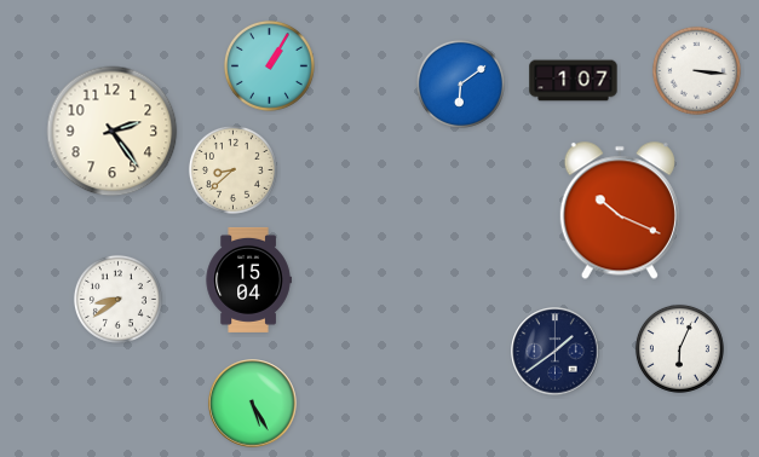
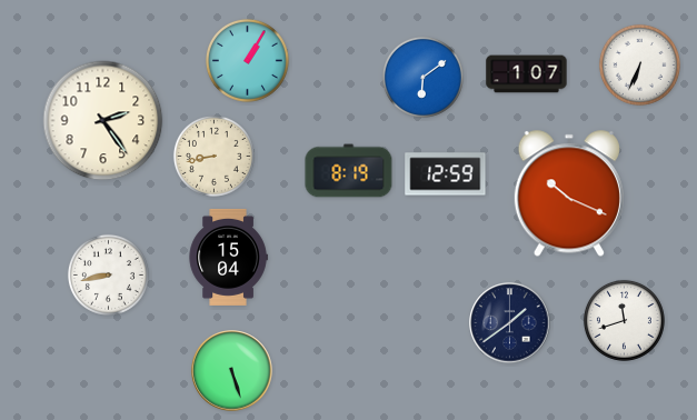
clock at (696, 70): 3:16 -> 6:34
clock at (232, 169): 8:38 -> 8:43
clock at (349, 171): none -> 8:19
clock at (446, 174): none -> 12:59
clock at (117, 299): 8:39 -> 8:43
clock at (679, 348): 6:04 -> 11:42
clock at (253, 404): 5:25 -> 5:27
